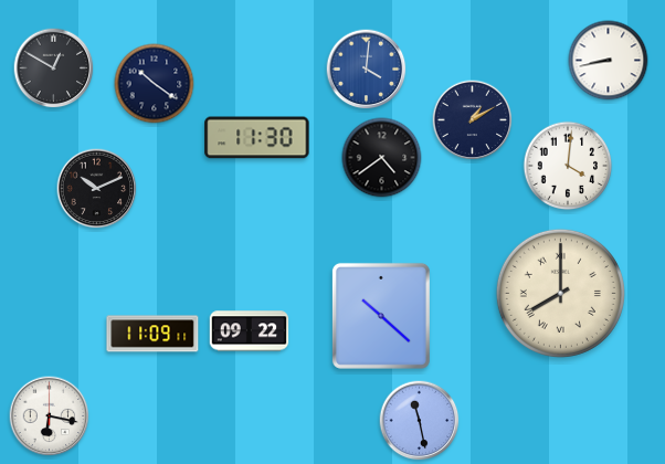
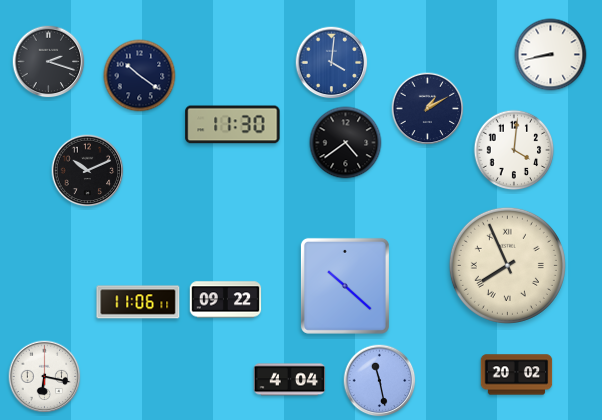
clock at (54, 68): 12:50 -> 2:18
clock at (560, 293): 8:00 -> 7:56
clock at (152, 334): 11:09 -> 11:06
clock at (517, 375): none -> 20:02
clock at (290, 380): none -> 4:04
